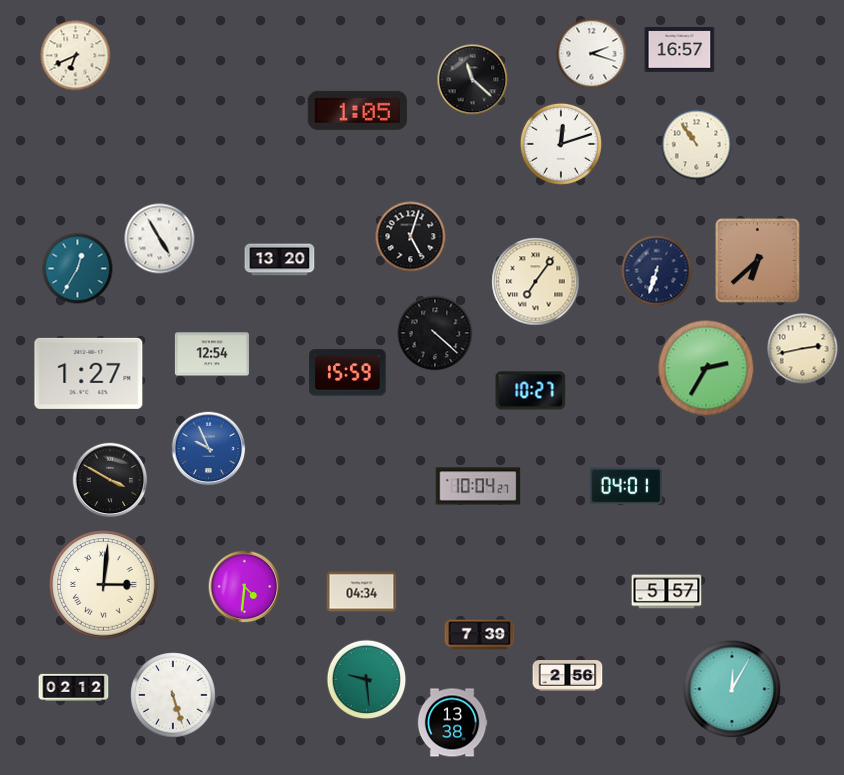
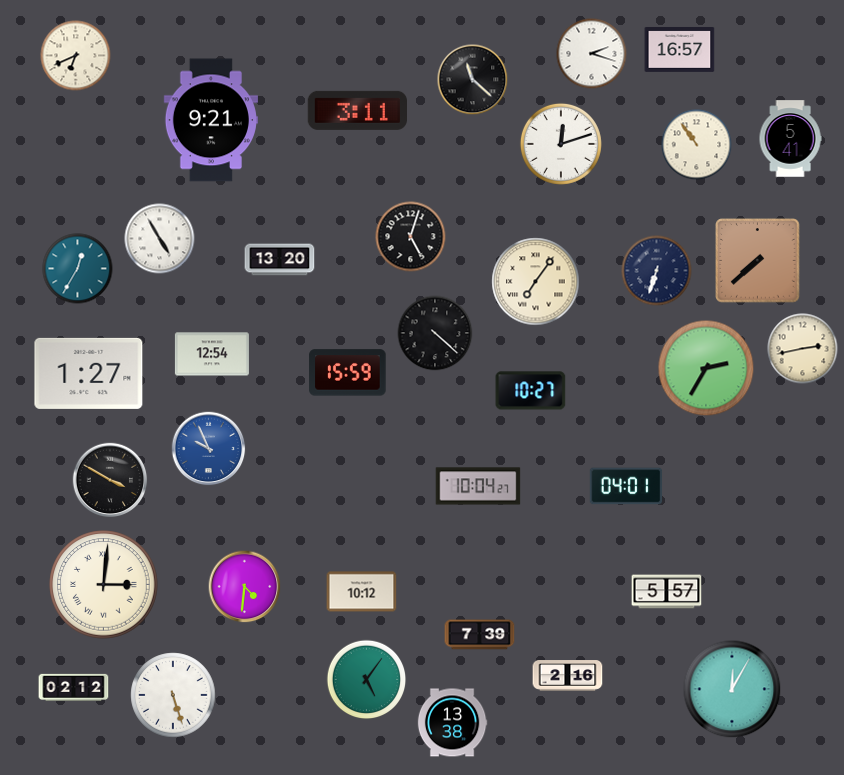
clock at (357, 110): 1:05 -> 3:11
clock at (211, 120): none -> 9:21
clock at (790, 139): none -> 5:41
clock at (758, 261): 6:38 -> 7:38
clock at (362, 592): 04:34 -> 10:12
clock at (568, 676): 2:56 -> 2:16
clock at (367, 680): 9:29 -> 5:06
